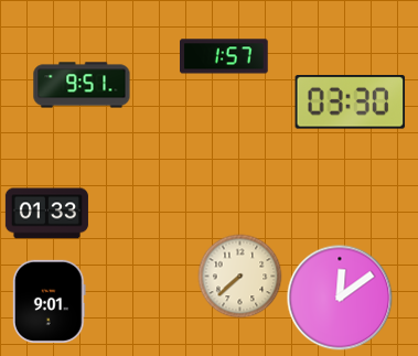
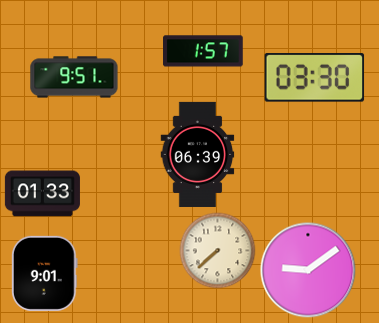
clock at (351, 103) position: (351, 103) -> (315, 78)
clock at (198, 154): none -> 06:39
clock at (340, 298): 12:09 -> 9:09
